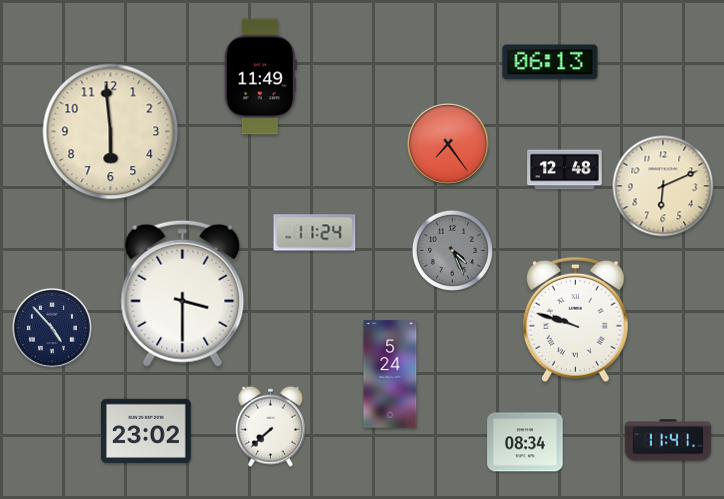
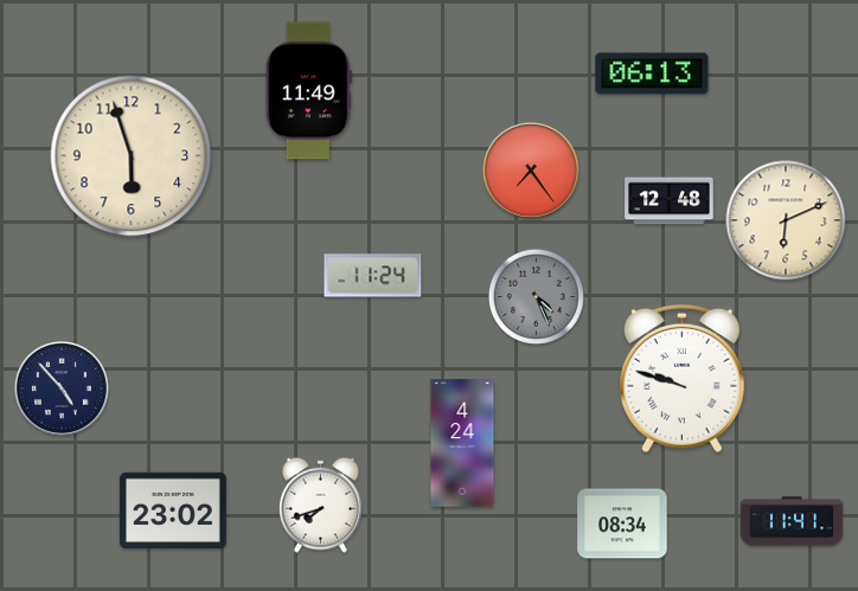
clock at (111, 132): 5:59 -> 5:57
clock at (183, 293): 3:30 -> none
clock at (390, 374): 5:24 -> 4:24
clock at (270, 426): 7:38 -> 7:42
